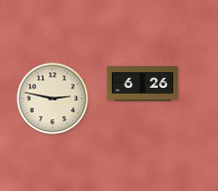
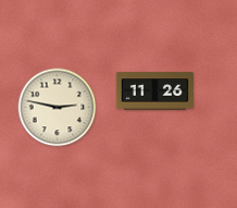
clock at (142, 84): 6:26 -> 11:26
